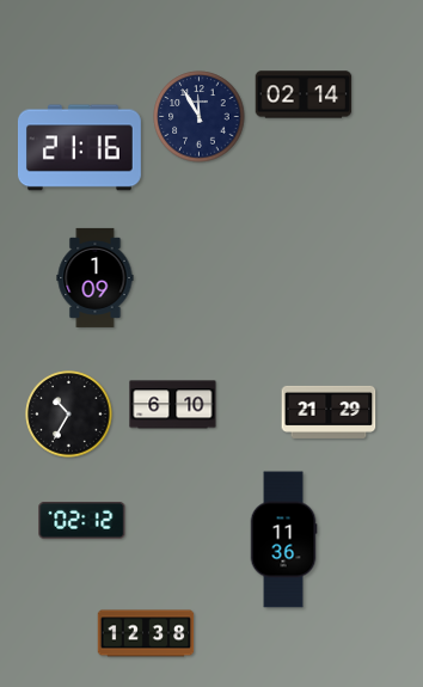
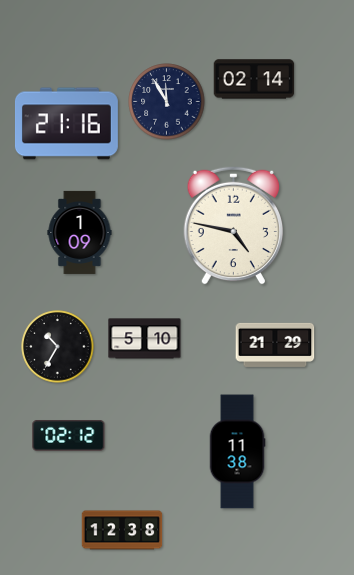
clock at (200, 117) position: (200, 117) -> (167, 102)
clock at (233, 225): none -> 4:47
clock at (173, 405): 6:10 -> 5:10
clock at (283, 540): 11:36 -> 11:38
